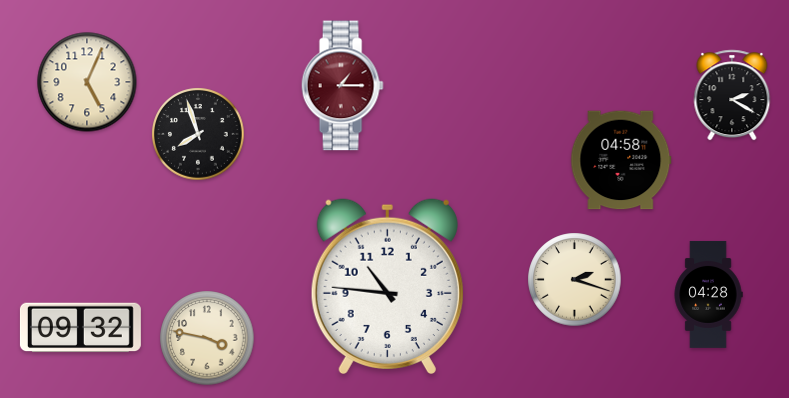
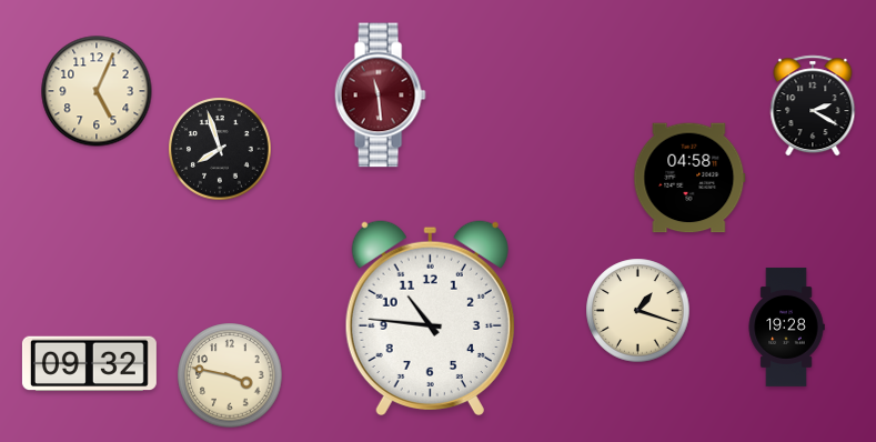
clock at (342, 86): 1:15 -> 11:29
clock at (575, 280): 2:18 -> 1:18
clock at (708, 294): 04:28 -> 19:28
